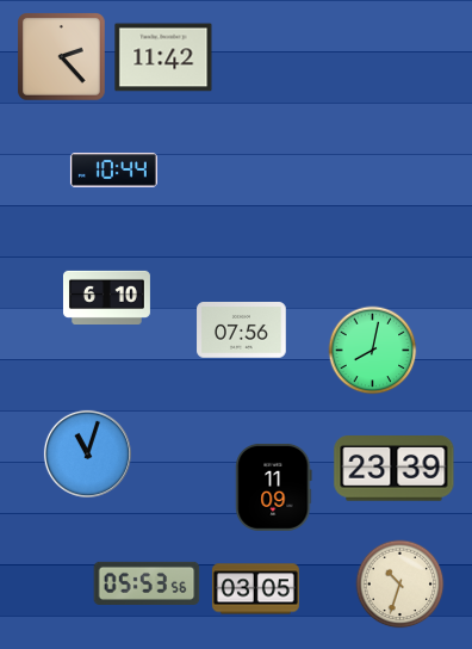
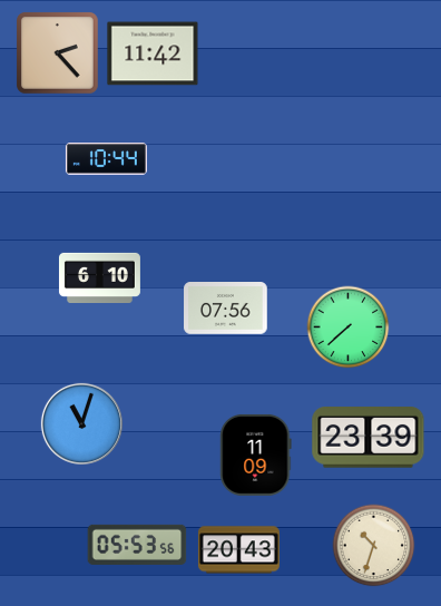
clock at (373, 351): 8:02 -> 7:38
clock at (255, 589): 03:05 -> 20:43
